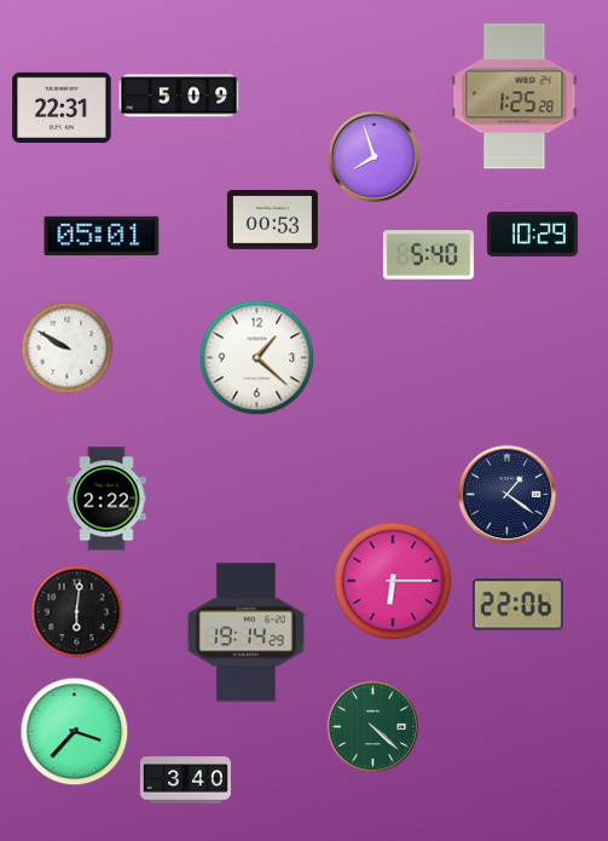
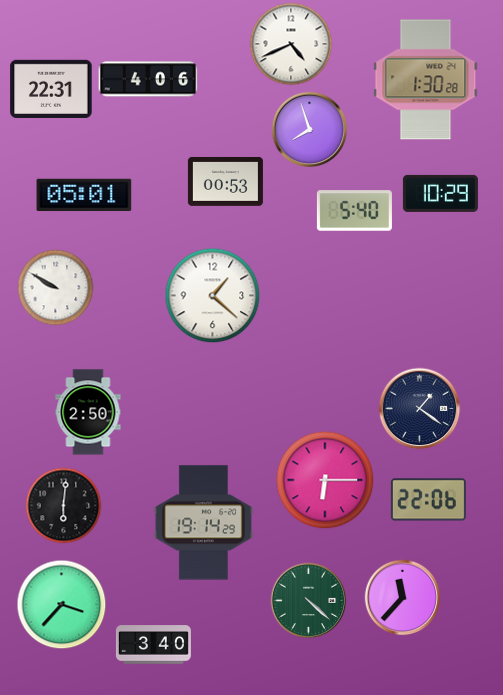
clock at (291, 44): none -> 4:41
clock at (179, 96): 5:09 -> 4:06
clock at (515, 97): 1:25 -> 1:30
clock at (106, 499): 2:22 -> 2:50
clock at (403, 598): none -> 11:37
